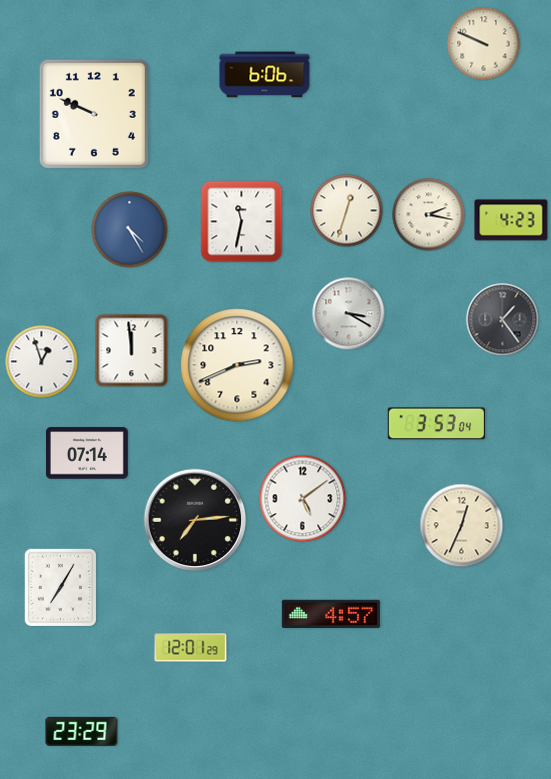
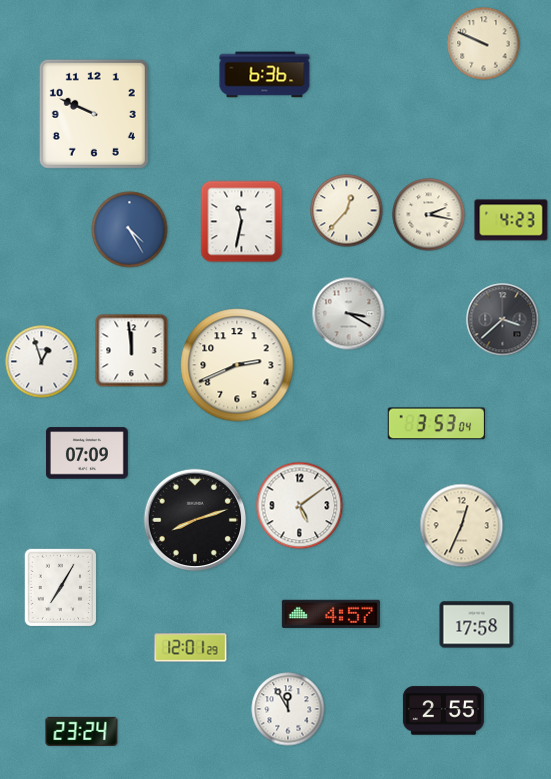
clock at (265, 75): 6:06 -> 6:36
clock at (347, 211): 12:33 -> 12:37
clock at (503, 320): 1:24 -> 3:38
clock at (87, 453): 07:14 -> 07:09
clock at (303, 499) position: (303, 499) -> (300, 506)
clock at (195, 520): 7:14 -> 8:12
clock at (477, 625): none -> 17:58
clock at (288, 709): none -> 11:55
clock at (443, 711): none -> 2:55
clock at (82, 731): 23:29 -> 23:24
